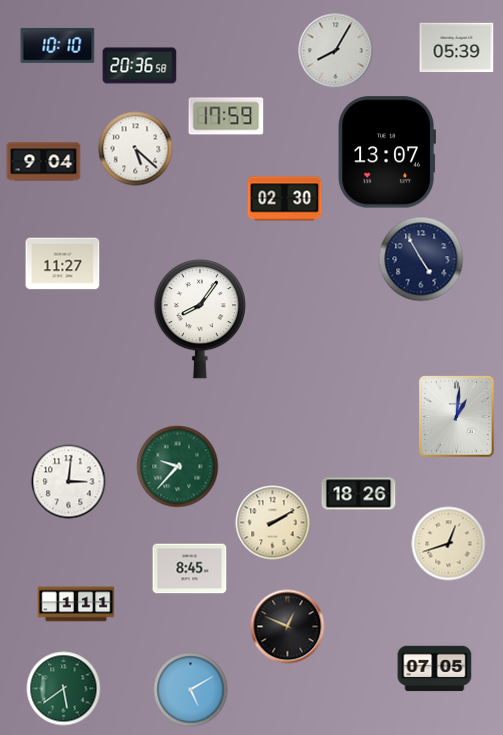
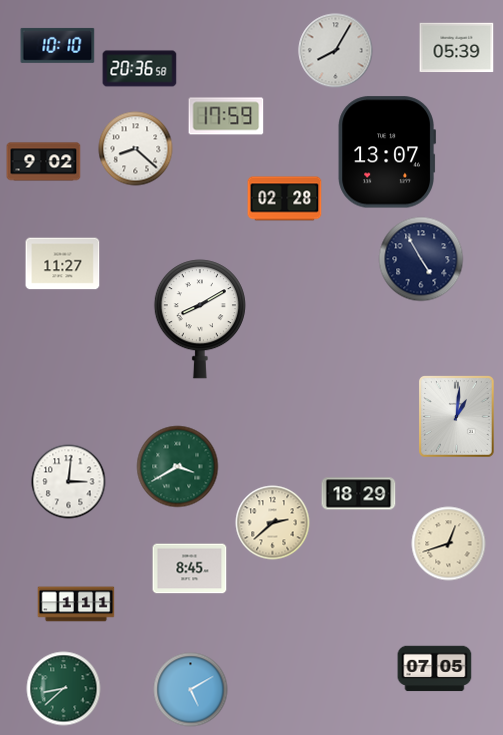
clock at (140, 66) position: (140, 66) -> (140, 69)
clock at (136, 149): 5:22 -> 8:22
clock at (44, 162): 9:04 -> 9:02
clock at (285, 199): 02:30 -> 02:28
clock at (200, 319): 8:06 -> 8:10
clock at (178, 467): 9:37 -> 3:40
clock at (359, 494): 18:26 -> 18:29
clock at (273, 523): 2:10 -> 2:38
clock at (288, 627): 12:49 -> none
clock at (64, 689): 5:39 -> 8:38
